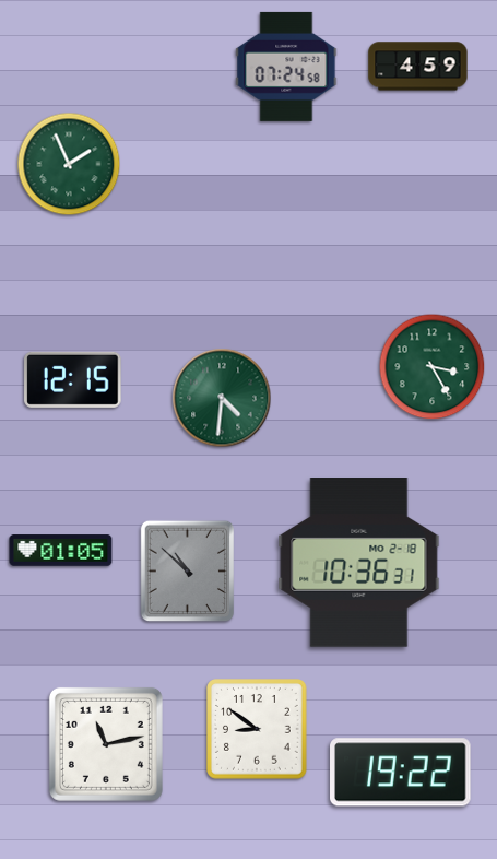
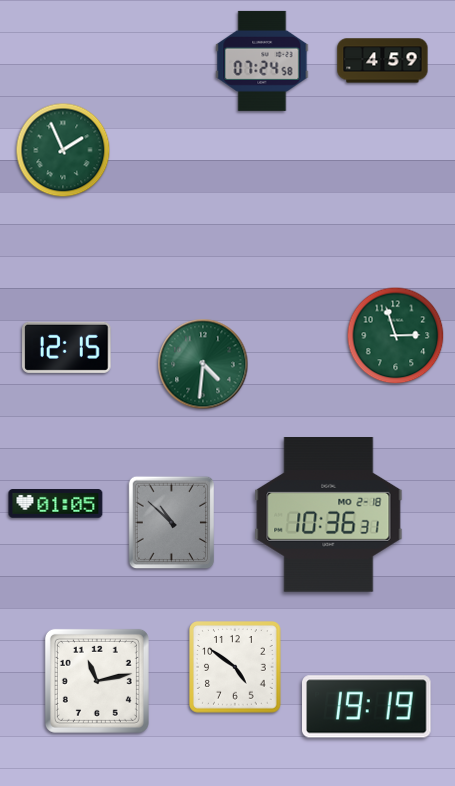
clock at (433, 367): 3:25 -> 2:57
clock at (258, 730): 8:51 -> 4:51
clock at (401, 773): 19:22 -> 19:19
